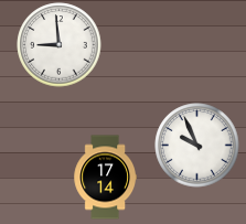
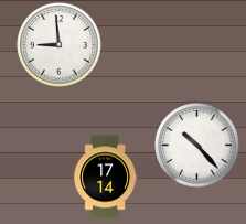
clock at (197, 146): 9:56 -> 10:23
